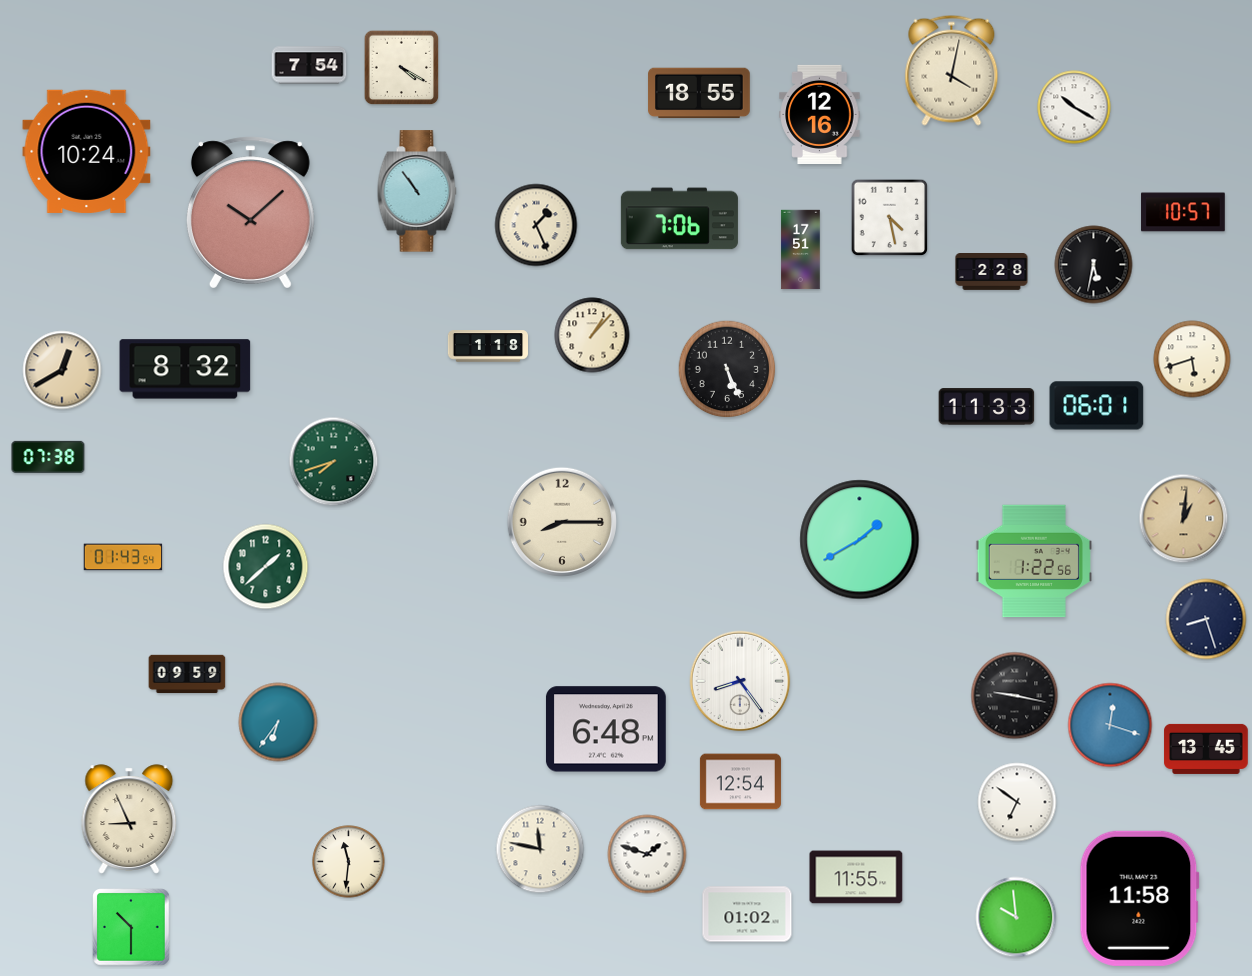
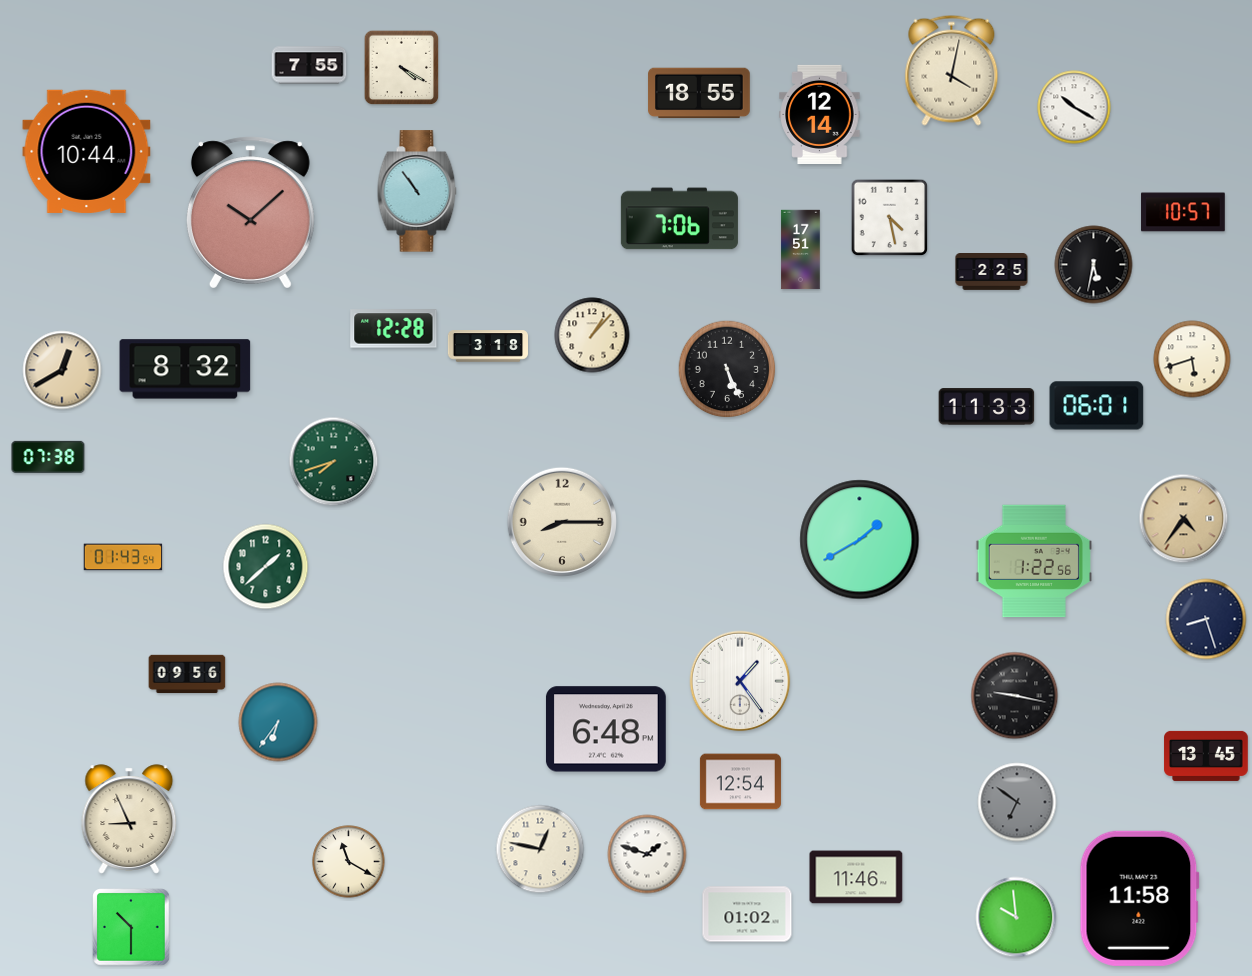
clock at (309, 65): 7:54 -> 7:55
clock at (820, 114): 12:16 -> 12:14
clock at (87, 151): 10:24 -> 10:44
clock at (536, 225): 1:26 -> none
clock at (992, 272): 2:28 -> 2:25
clock at (394, 329): none -> 12:28
clock at (487, 346): 1:18 -> 3:18
clock at (1184, 519): 1:01 -> 4:36
clock at (187, 674): 09:59 -> 09:56
clock at (740, 681): 8:24 -> 1:24
clock at (1110, 725): 12:18 -> none
clock at (1206, 749) position: (1206, 749) -> (1206, 756)
clock at (1017, 802) dial: white -> grey
clock at (540, 849): 11:47 -> 12:47
clock at (349, 862): 11:31 -> 11:20
clock at (856, 877): 11:55 -> 11:46
